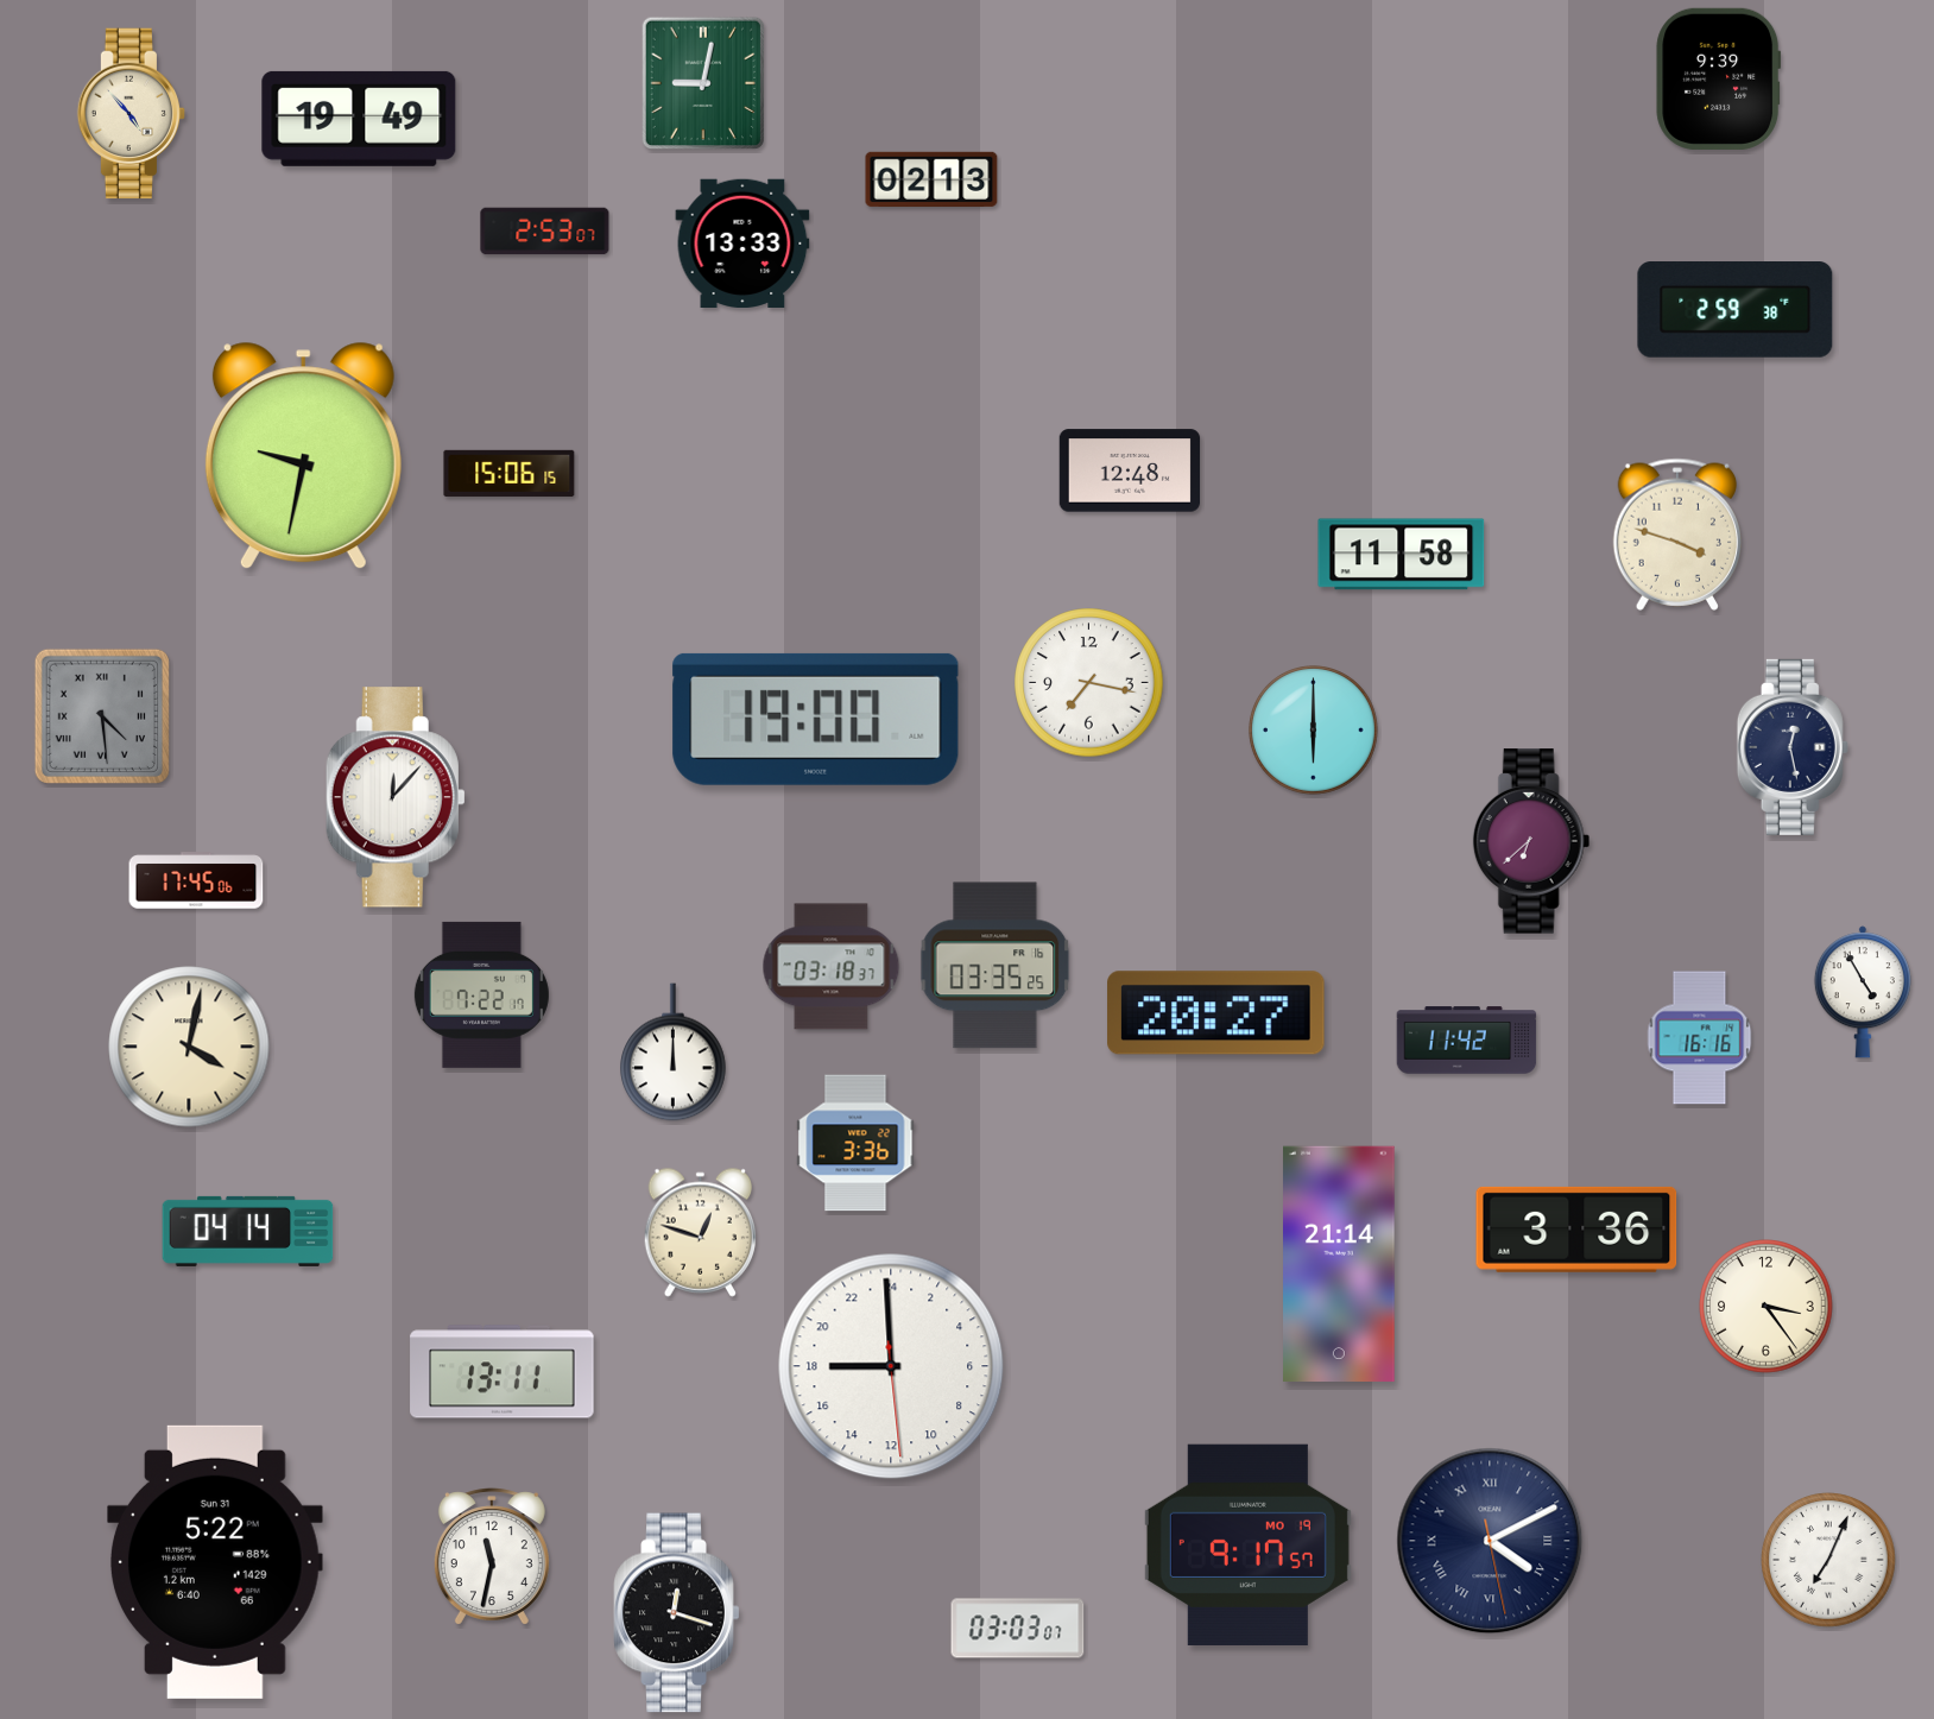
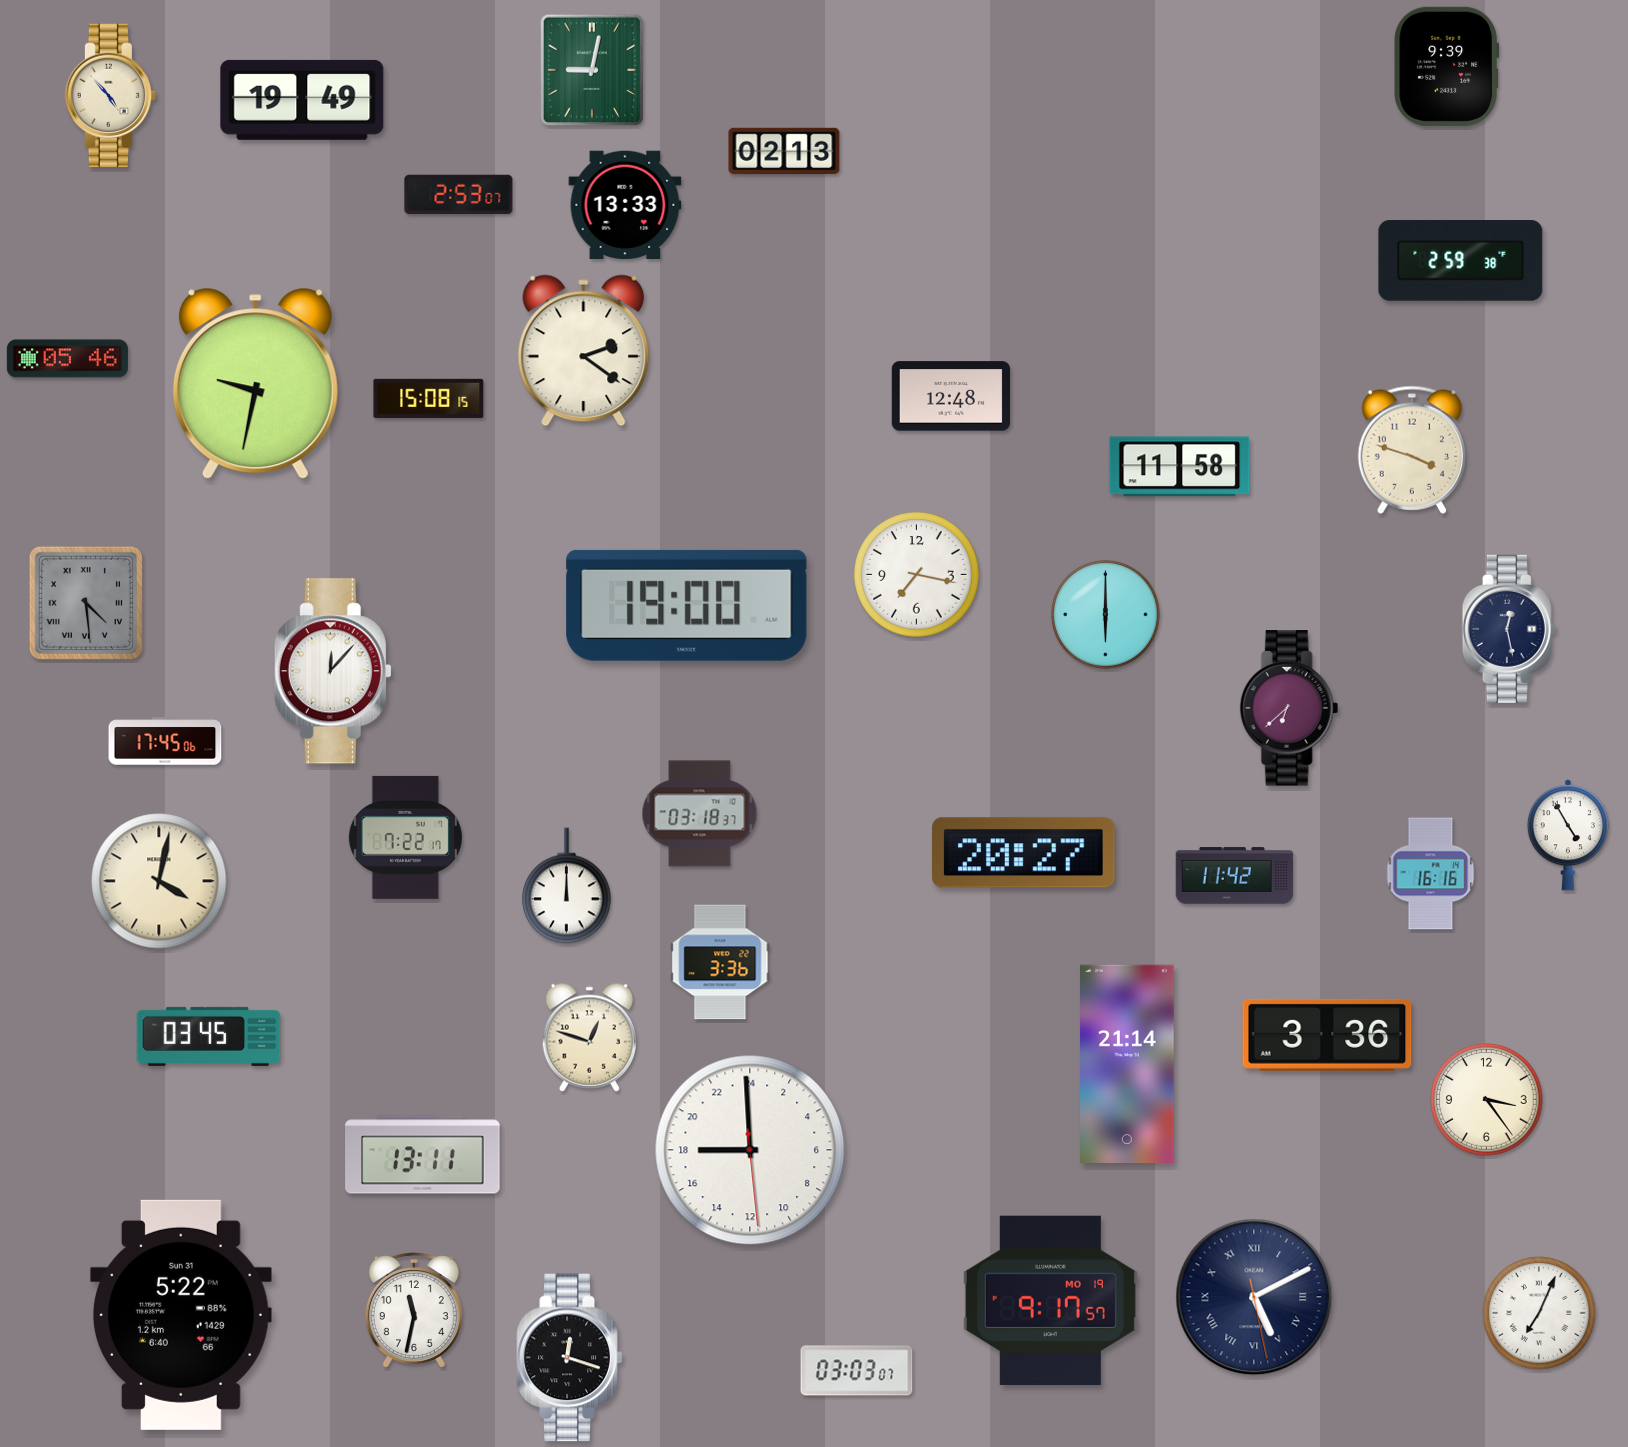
clock at (584, 351): none -> 2:21
clock at (67, 359): none -> 05:46
clock at (510, 473): 15:06 -> 15:08
clock at (996, 966): 03:35 -> none
clock at (248, 1231): 04:14 -> 03:45
clock at (1490, 1541): 4:10 -> 5:10
